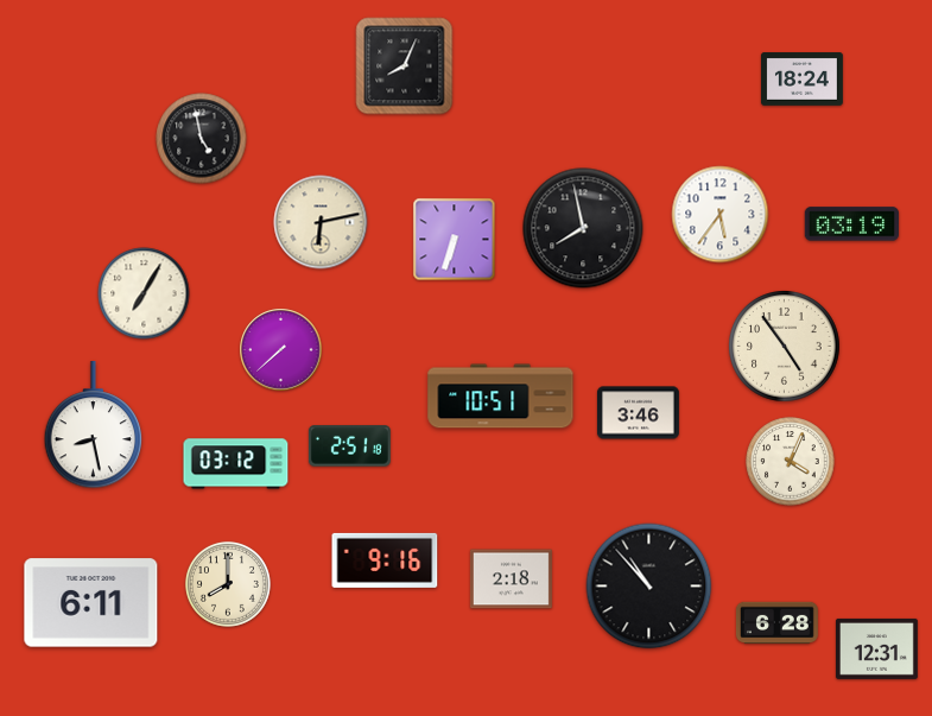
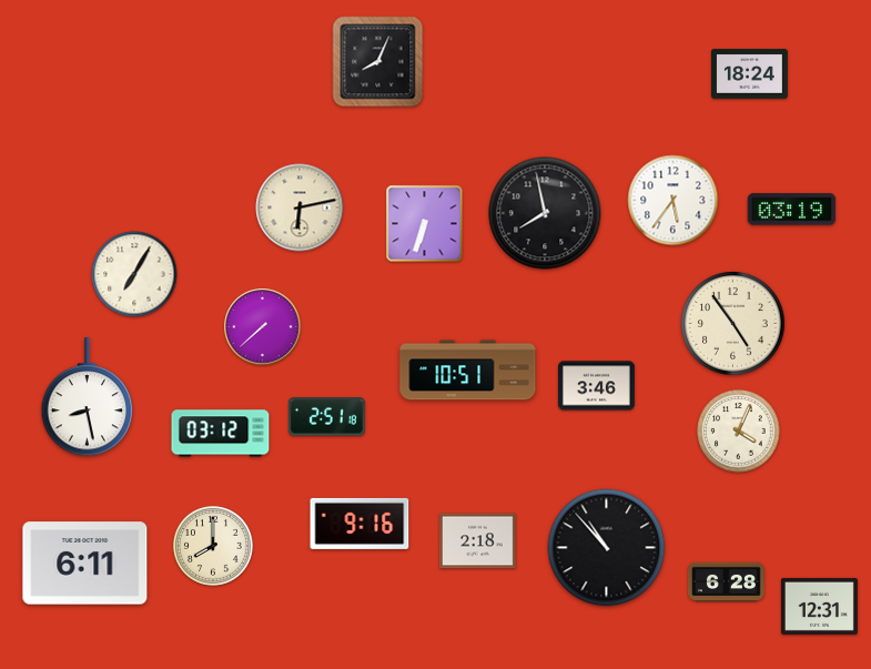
clock at (202, 139): 4:58 -> none
clock at (852, 224) position: (852, 224) -> (792, 210)
